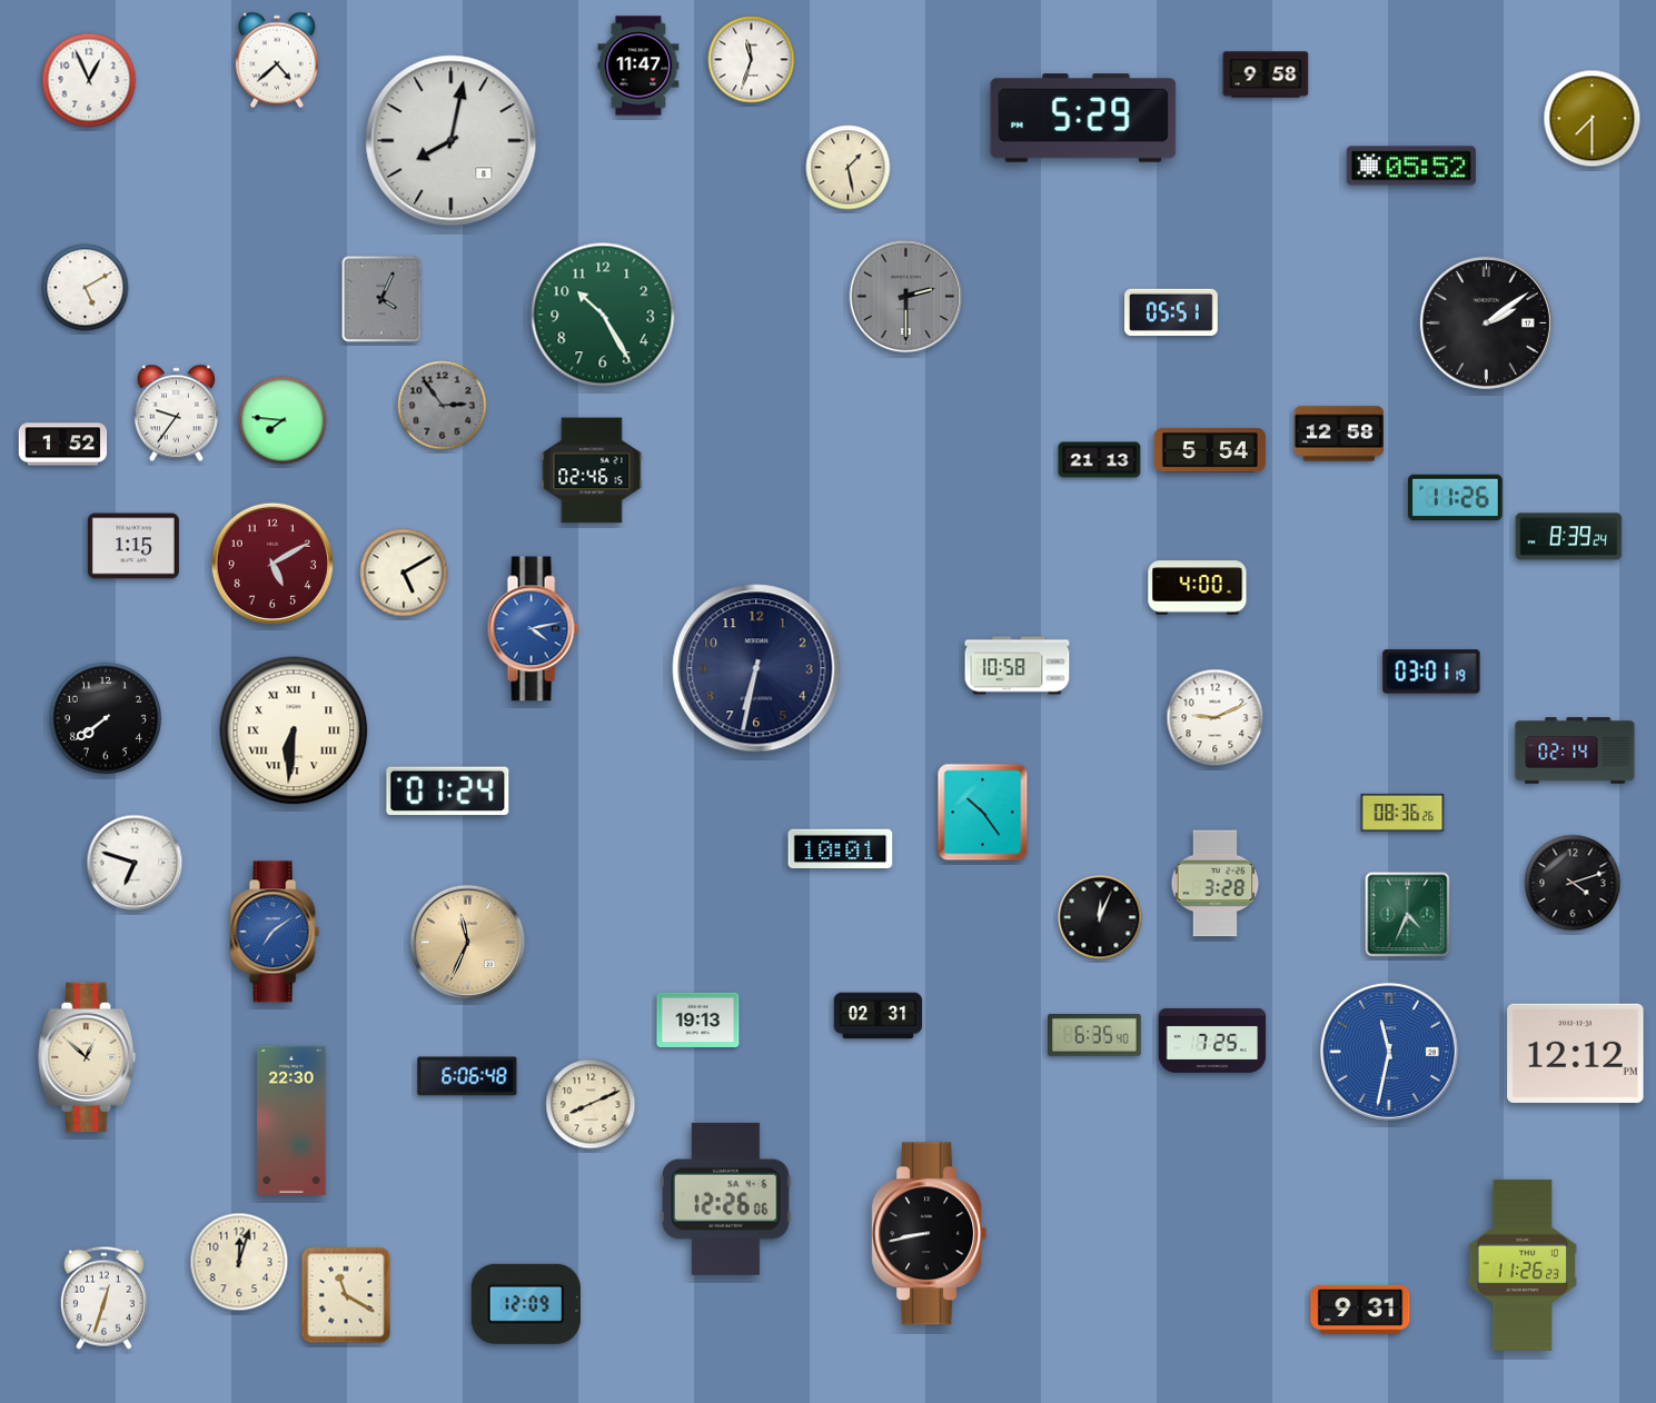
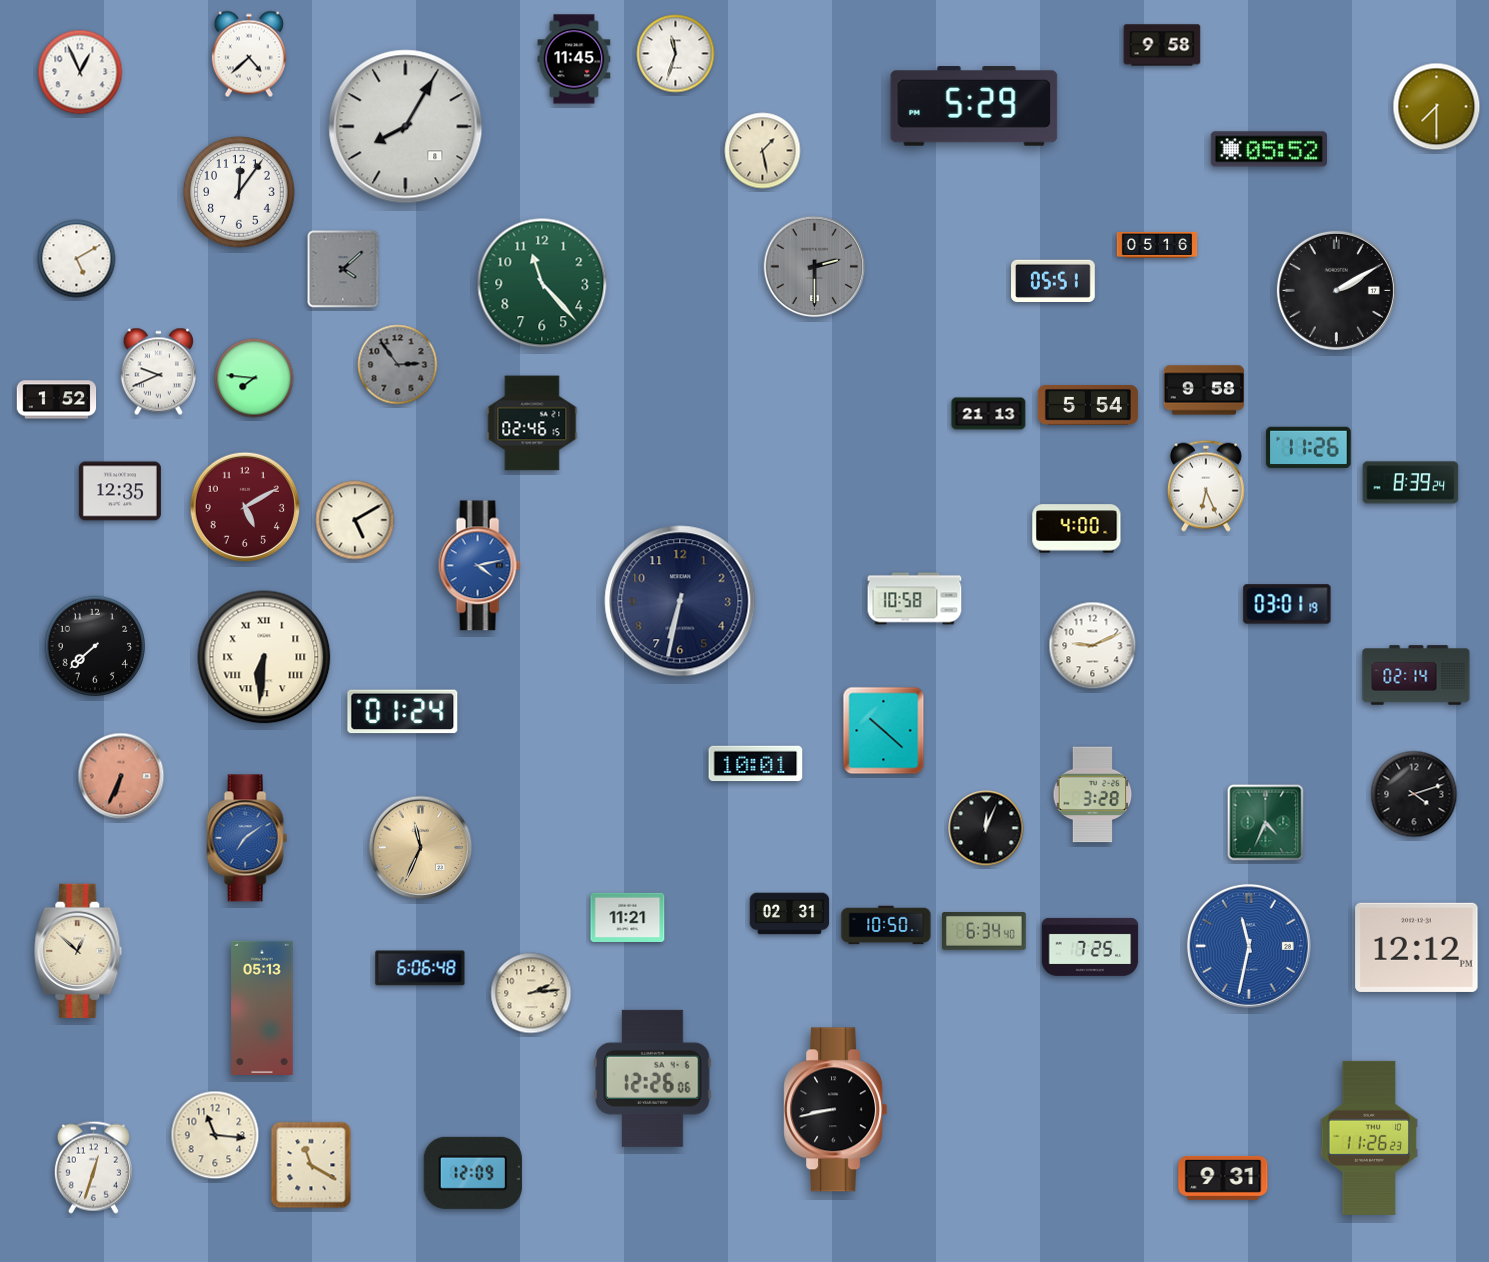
clock at (638, 66): 11:47 -> 11:45
clock at (1266, 74) position: (1266, 74) -> (1162, 45)
clock at (1593, 119) position: (1593, 119) -> (1437, 107)
clock at (452, 141): 8:02 -> 8:05
clock at (239, 192): none -> 12:06
clock at (1157, 245): none -> 05:16
clock at (381, 299): 4:04 -> 4:08
clock at (603, 315): 10:25 -> 11:23
clock at (1486, 322): 2:09 -> 2:10
clock at (176, 414): 9:36 -> 9:41
clock at (1338, 434): 12:58 -> 9:58
clock at (1206, 486): none -> 6:26
clock at (133, 546): 1:15 -> 12:35
clock at (404, 573) position: (404, 573) -> (355, 520)
clock at (105, 717): 7:39 -> 7:38
clock at (983, 813): 10:24 -> 10:22
clock at (1402, 813): 08:36 -> none
clock at (135, 863): 6:48 -> 6:34
clock at (135, 863) dial: white -> salmon
clock at (1100, 917) position: (1100, 917) -> (986, 828)
clock at (698, 1019): 19:13 -> 11:21
clock at (886, 925): none -> 10:50
clock at (1095, 1036): 6:35 -> 6:34
clock at (1212, 1041) position: (1212, 1041) -> (1090, 947)
clock at (591, 1104): 8:11 -> 2:14
clock at (291, 1120): 22:30 -> 05:13
clock at (239, 1262): 12:03 -> 11:16
